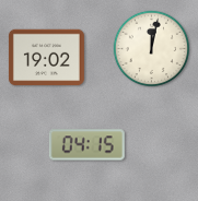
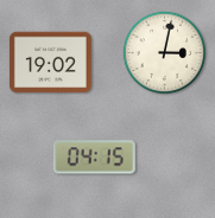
clock at (152, 49): 12:02 -> 3:02
